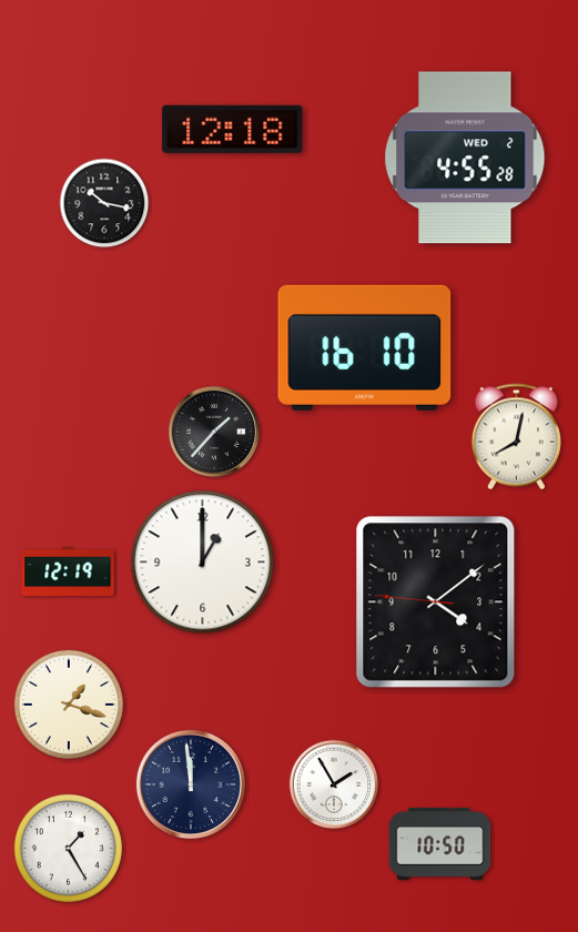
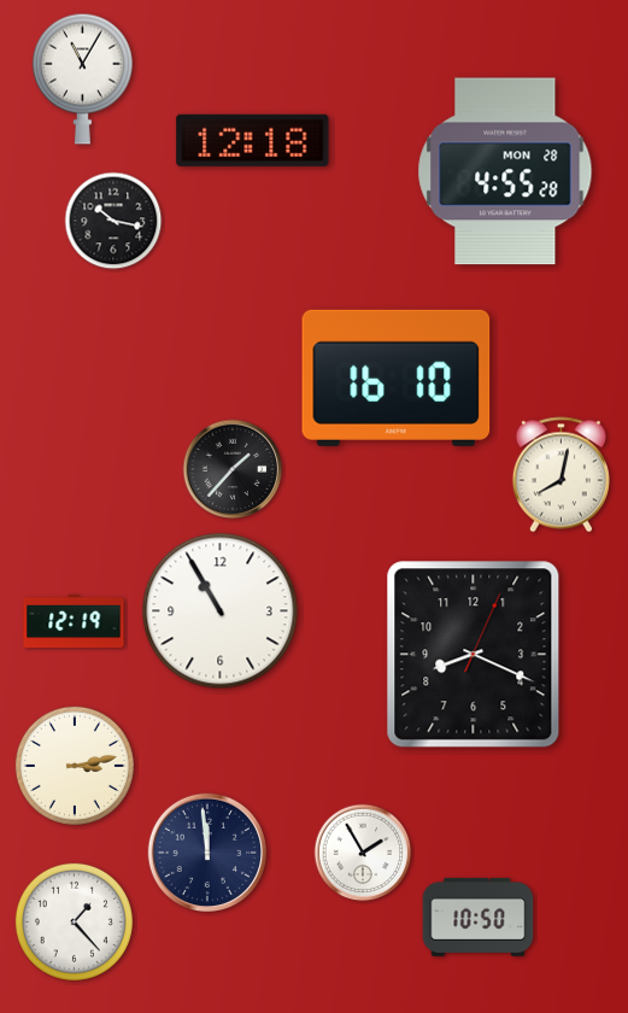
clock at (83, 78): none -> 11:05
clock at (465, 158) date: WED 2 -> MON 28
clock at (203, 563): 1:00 -> 10:55
clock at (436, 602): 4:08 -> 8:19
clock at (69, 705): 1:18 -> 3:13
clock at (68, 848): 1:25 -> 1:23
